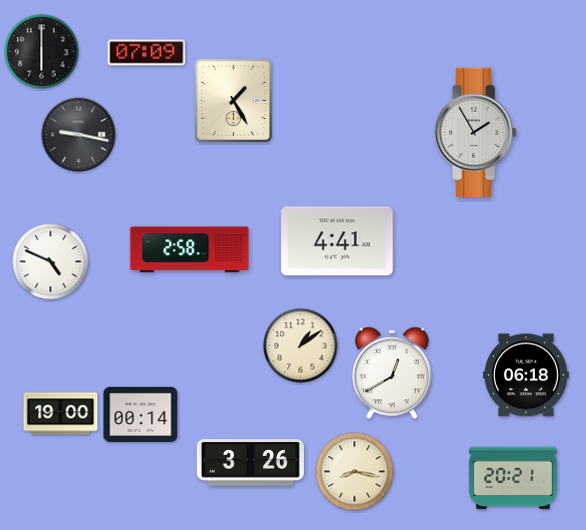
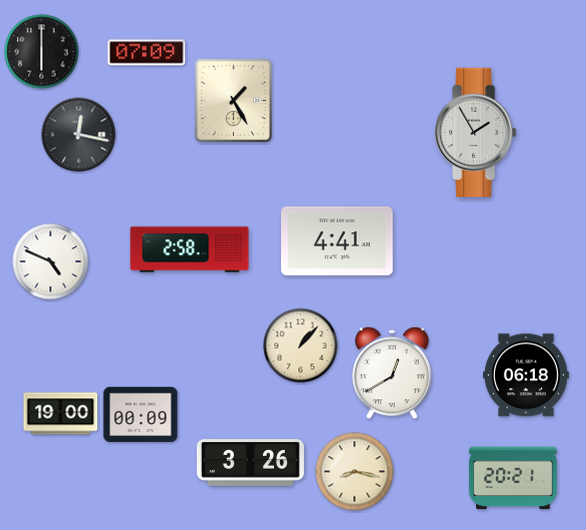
clock at (79, 135): 9:17 -> 12:17
clock at (301, 346): 1:09 -> 1:07
clock at (141, 414): 00:14 -> 00:09
